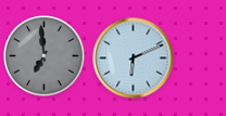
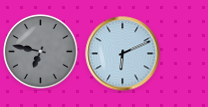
clock at (45, 56): 6:59 -> 6:47
